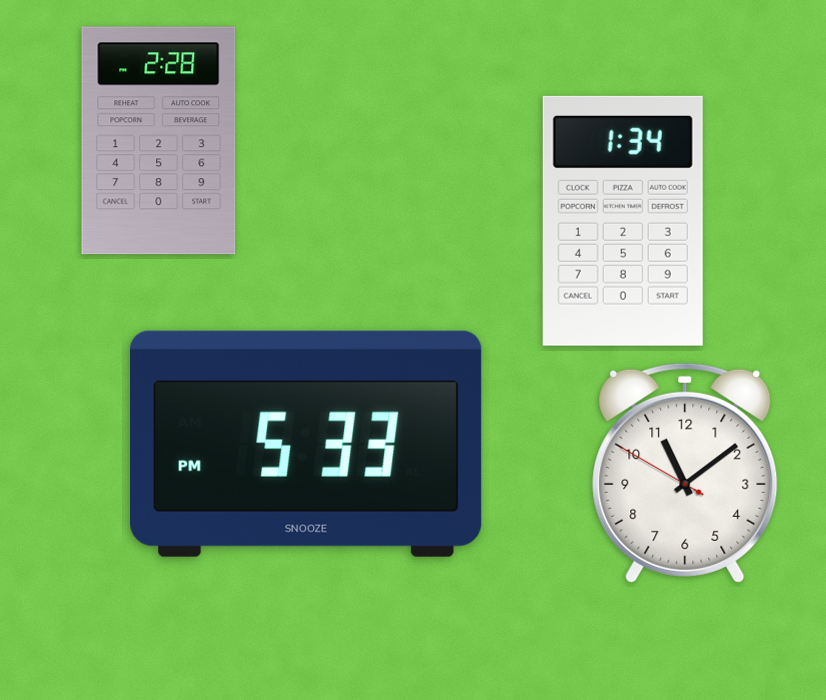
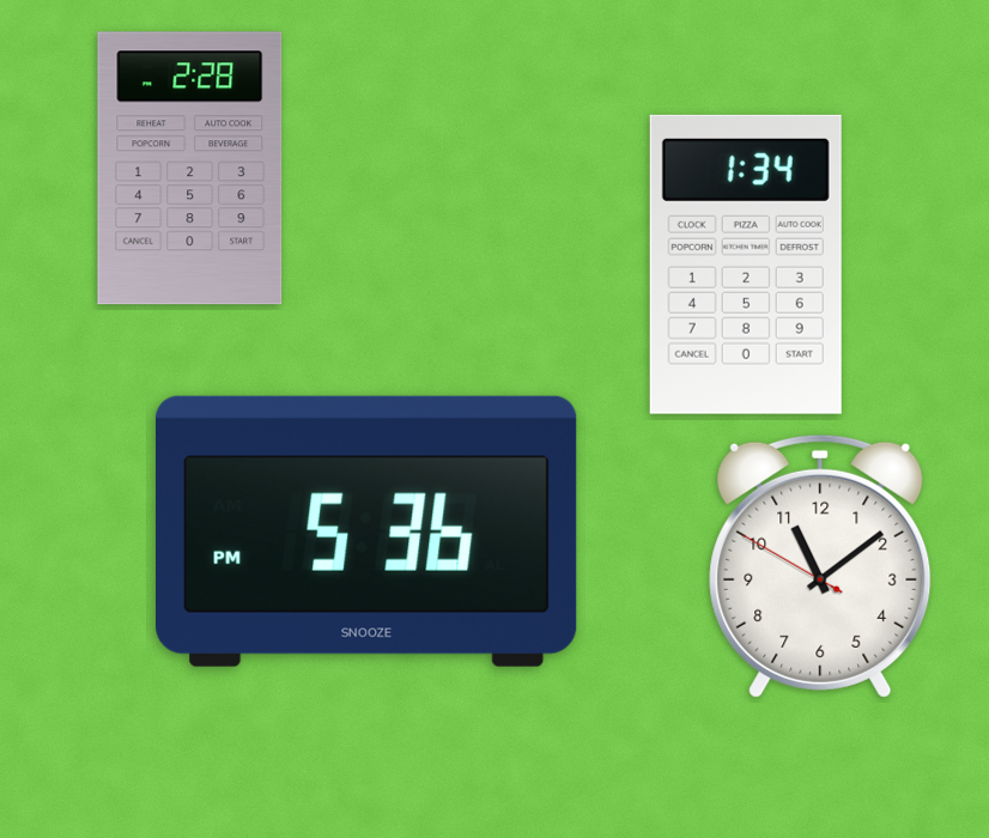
clock at (306, 444): 5:33 -> 5:36
